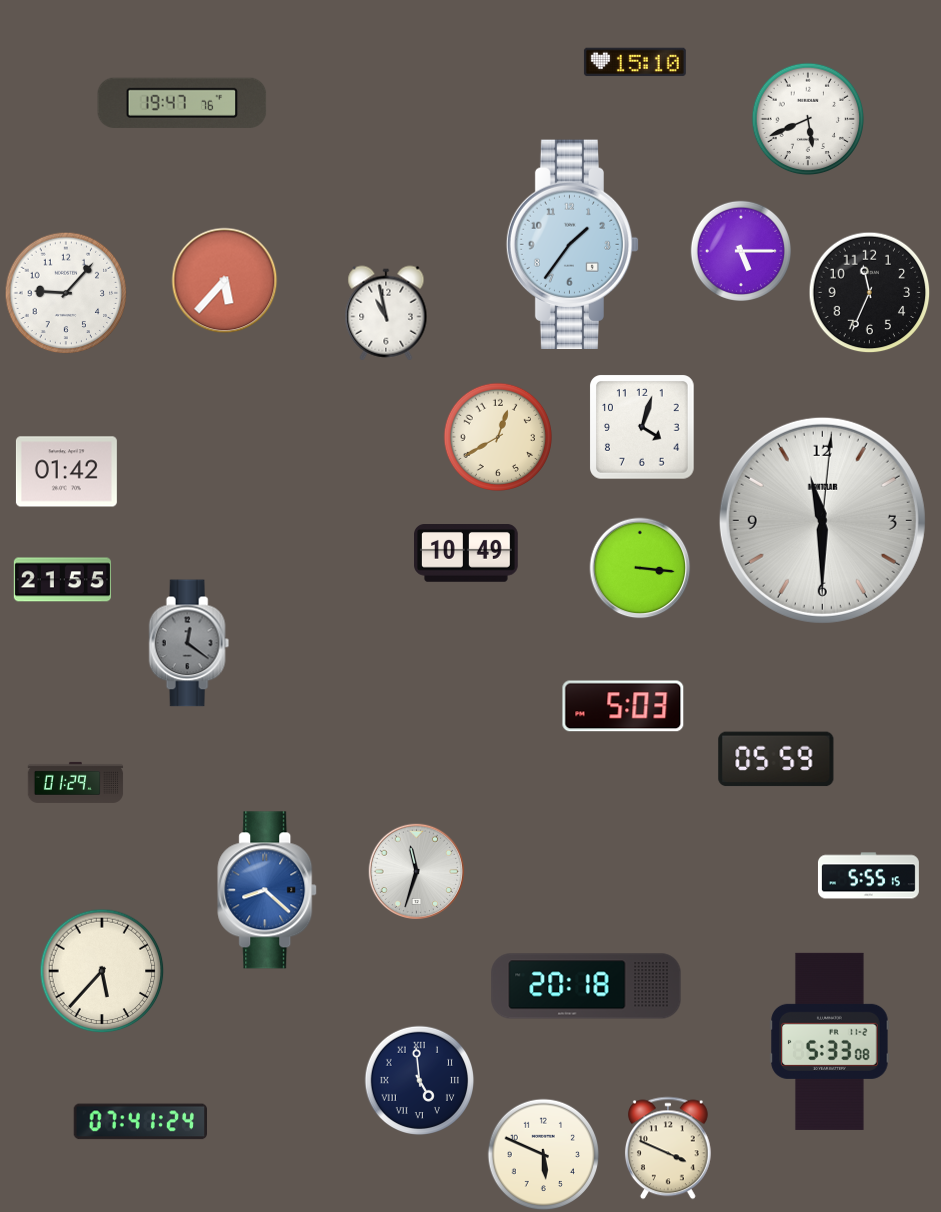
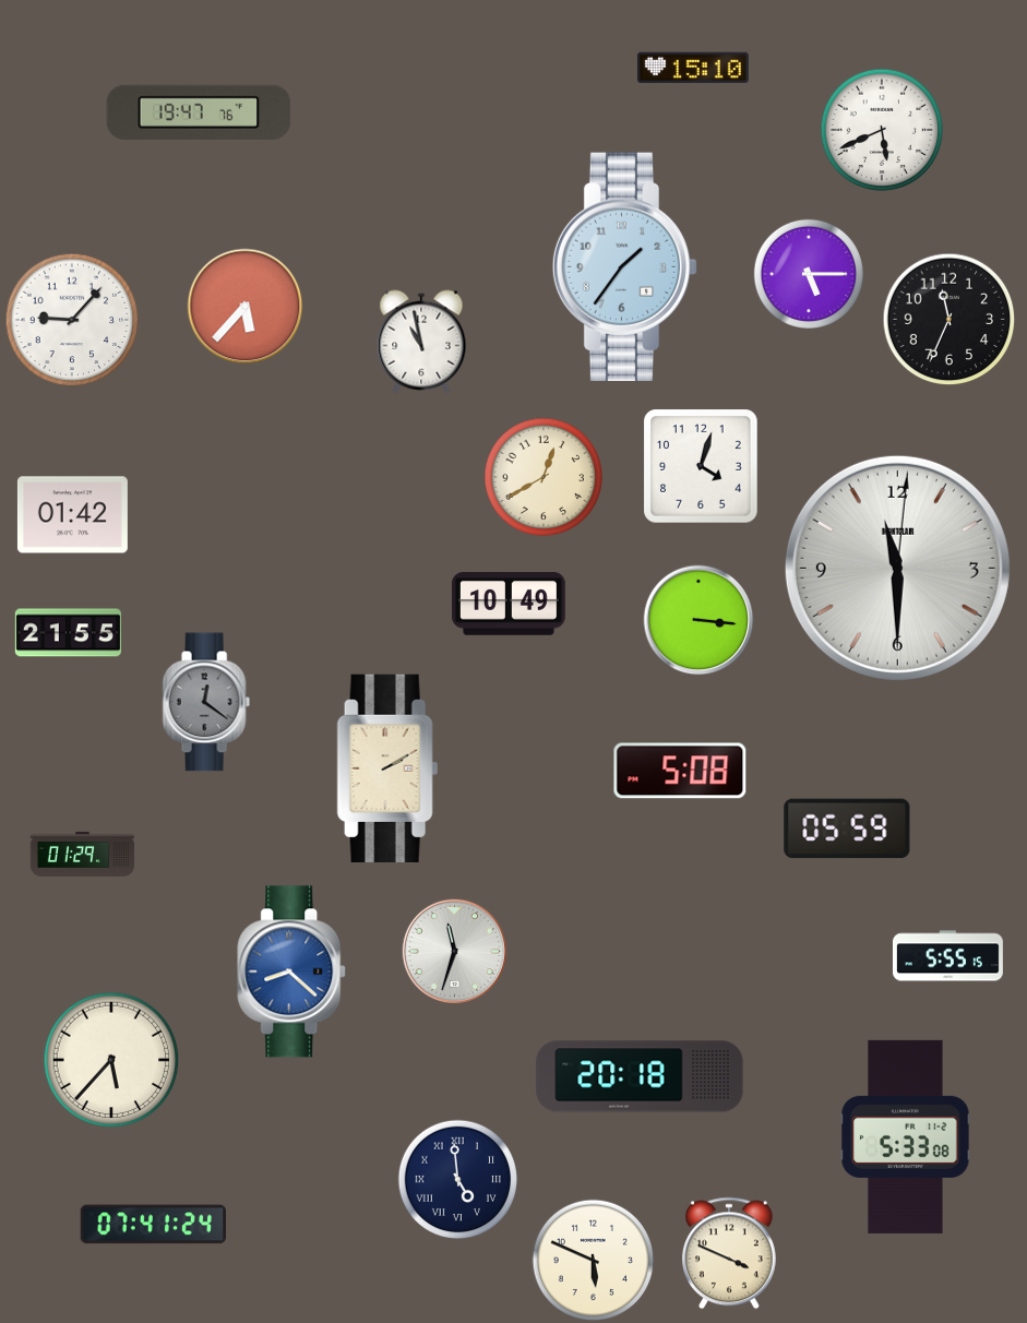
clock at (387, 768): none -> 2:10
clock at (623, 706): 5:03 -> 5:08
